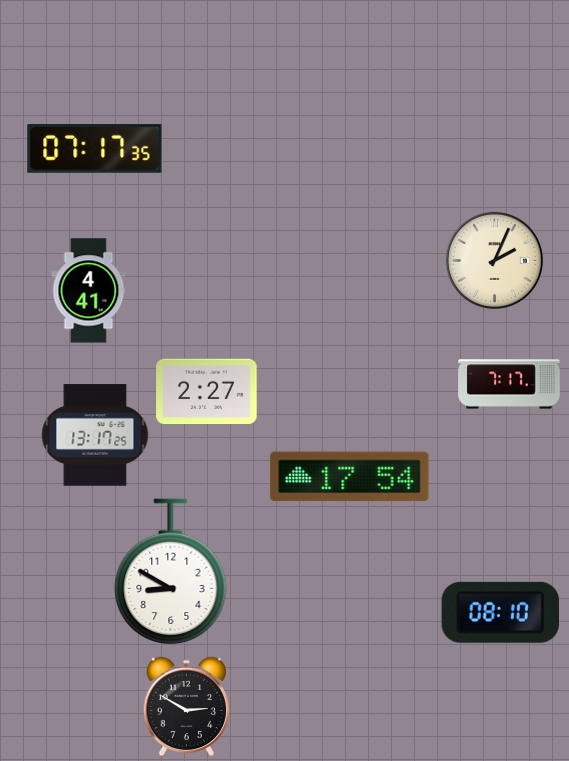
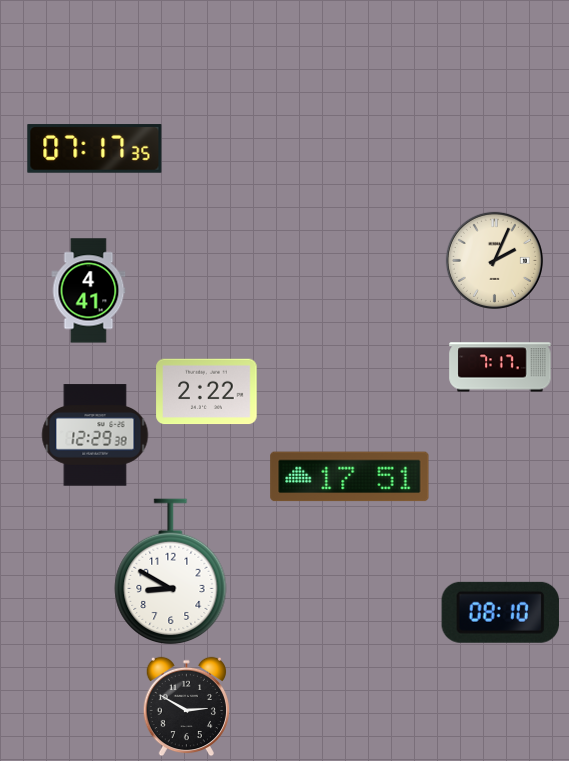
clock at (509, 384) position: (509, 384) -> (500, 367)
clock at (207, 392): 2:27 -> 2:22
clock at (95, 435): 13:17 -> 12:29
clock at (350, 477): 17:54 -> 17:51
